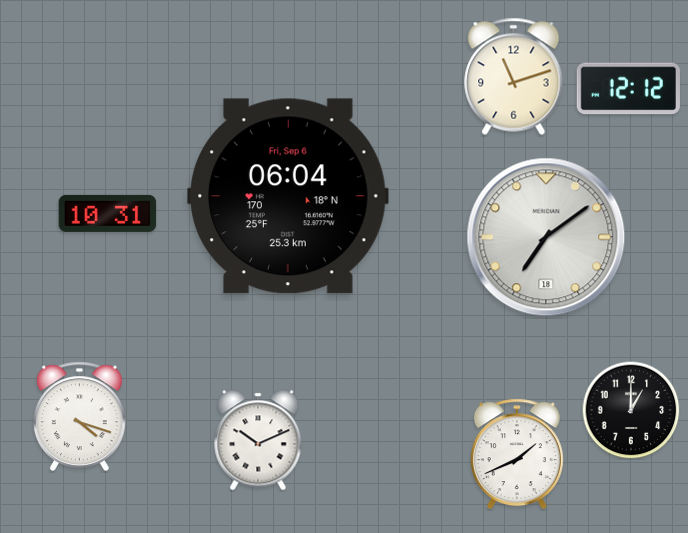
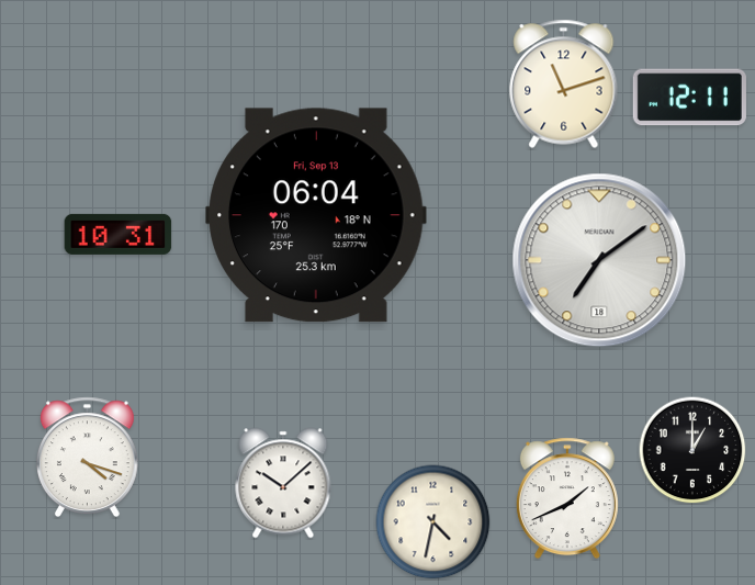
clock at (628, 89): 12:12 -> 12:11
clock at (289, 196) date: Fri, Sep 6 -> Fri, Sep 13
clock at (258, 440): 10:11 -> 10:08
clock at (433, 522): none -> 4:32
